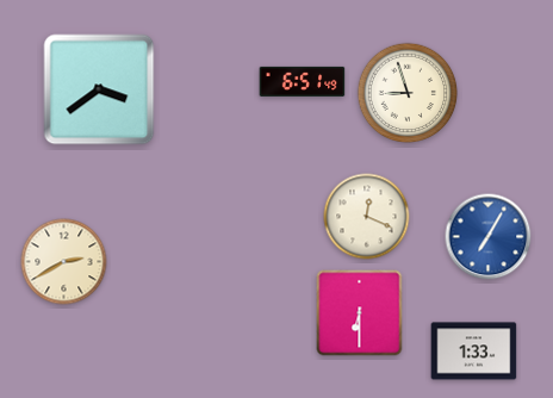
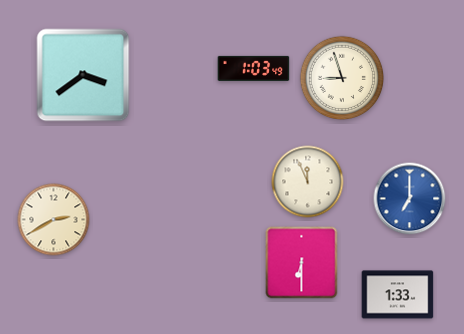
clock at (303, 81): 6:51 -> 1:03
clock at (367, 217): 12:19 -> 11:56
clock at (489, 237): 7:05 -> 7:00
